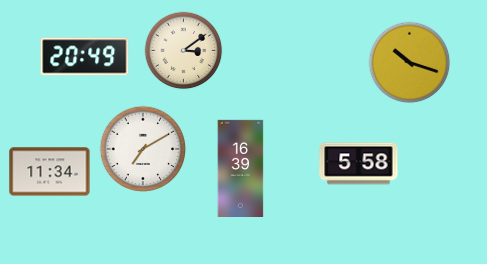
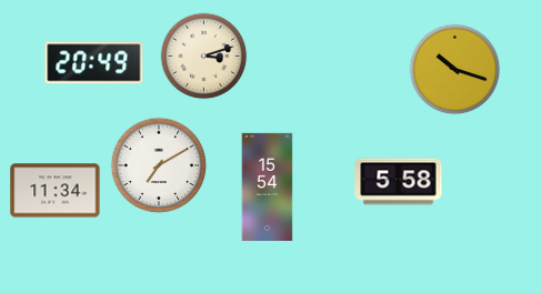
clock at (184, 51): 3:09 -> 3:12
clock at (241, 168): 16:39 -> 15:54
